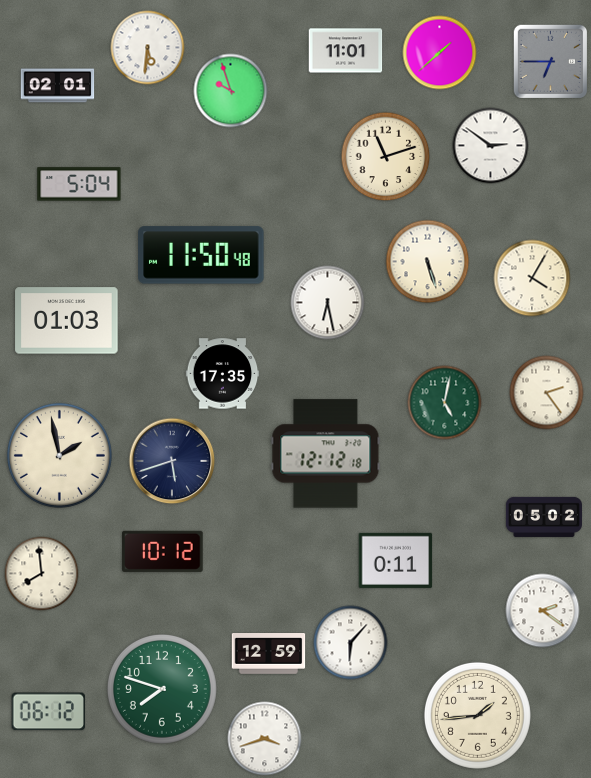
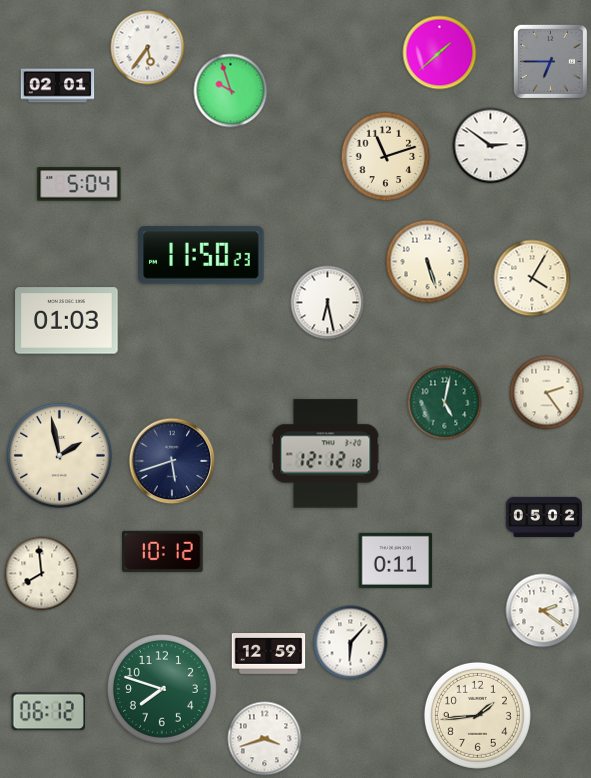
clock at (148, 48): 5:31 -> 5:36
clock at (346, 51): 11:01 -> none
clock at (201, 255): 11:50:48 -> 11:50:23
clock at (223, 374): 17:35 -> none
